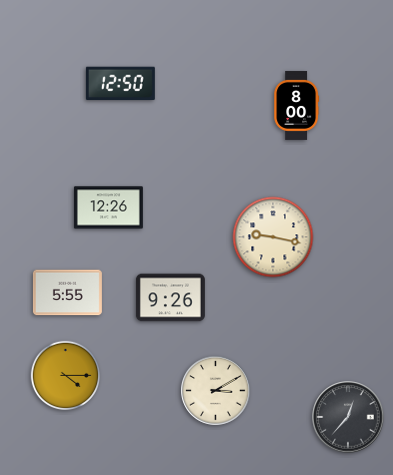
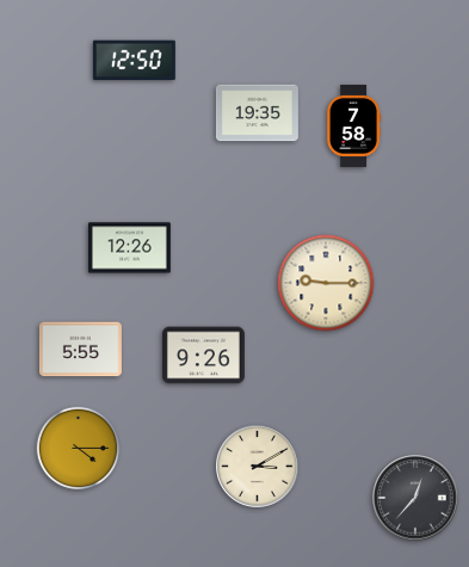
clock at (120, 84) position: (120, 84) -> (134, 61)
clock at (257, 113): none -> 19:35
clock at (297, 105): 8:00 -> 7:58
clock at (273, 237): 9:17 -> 9:15
